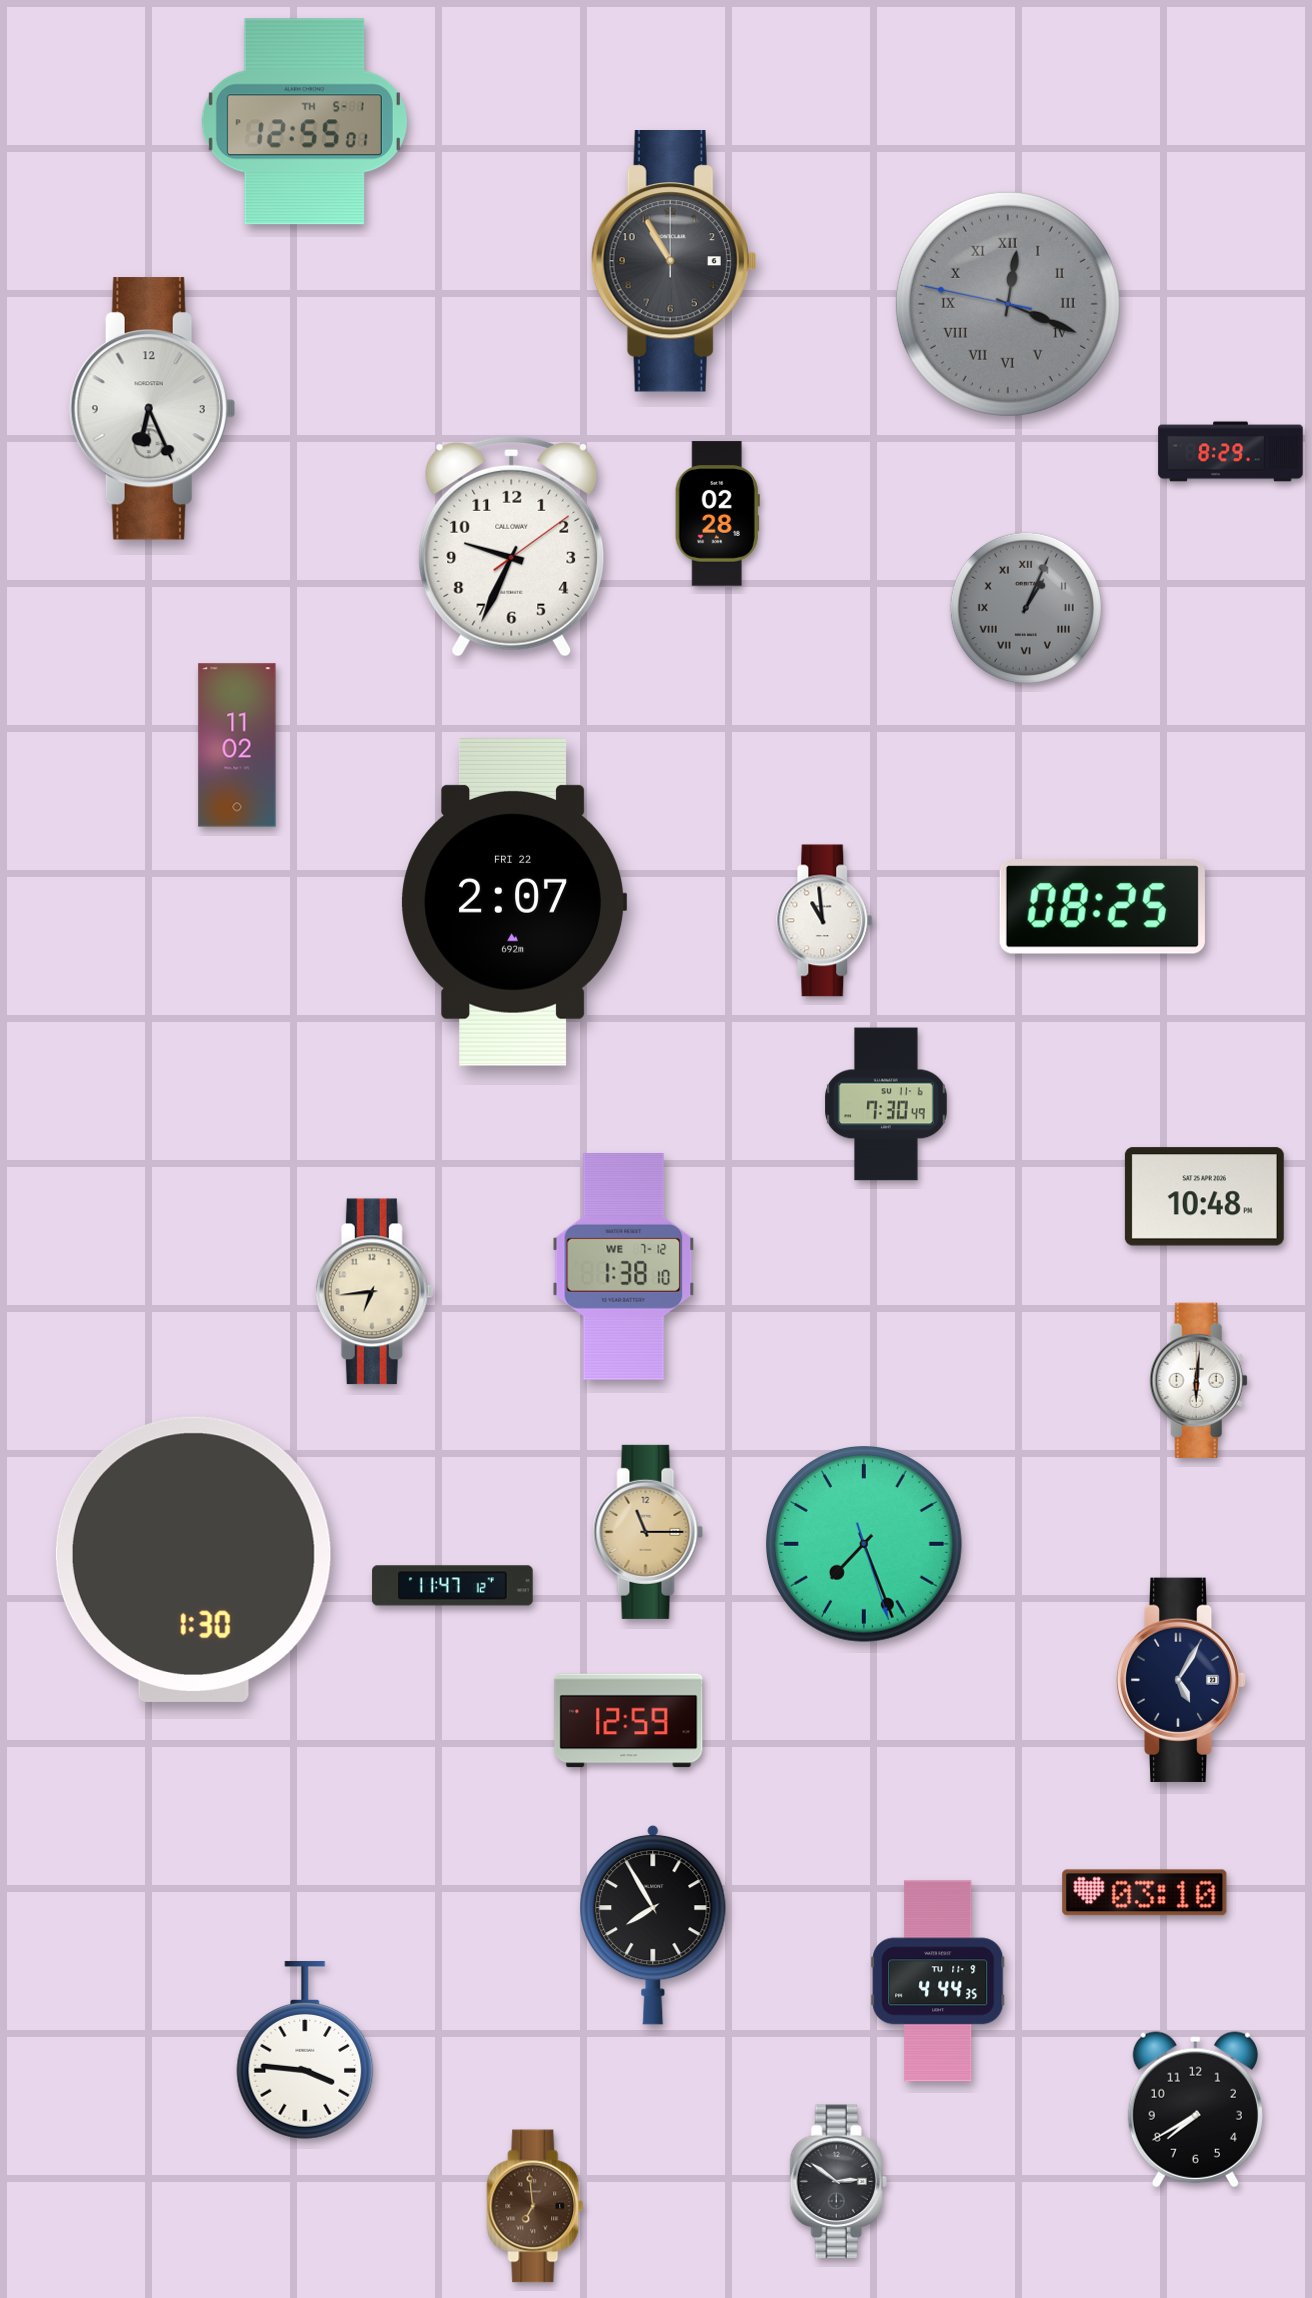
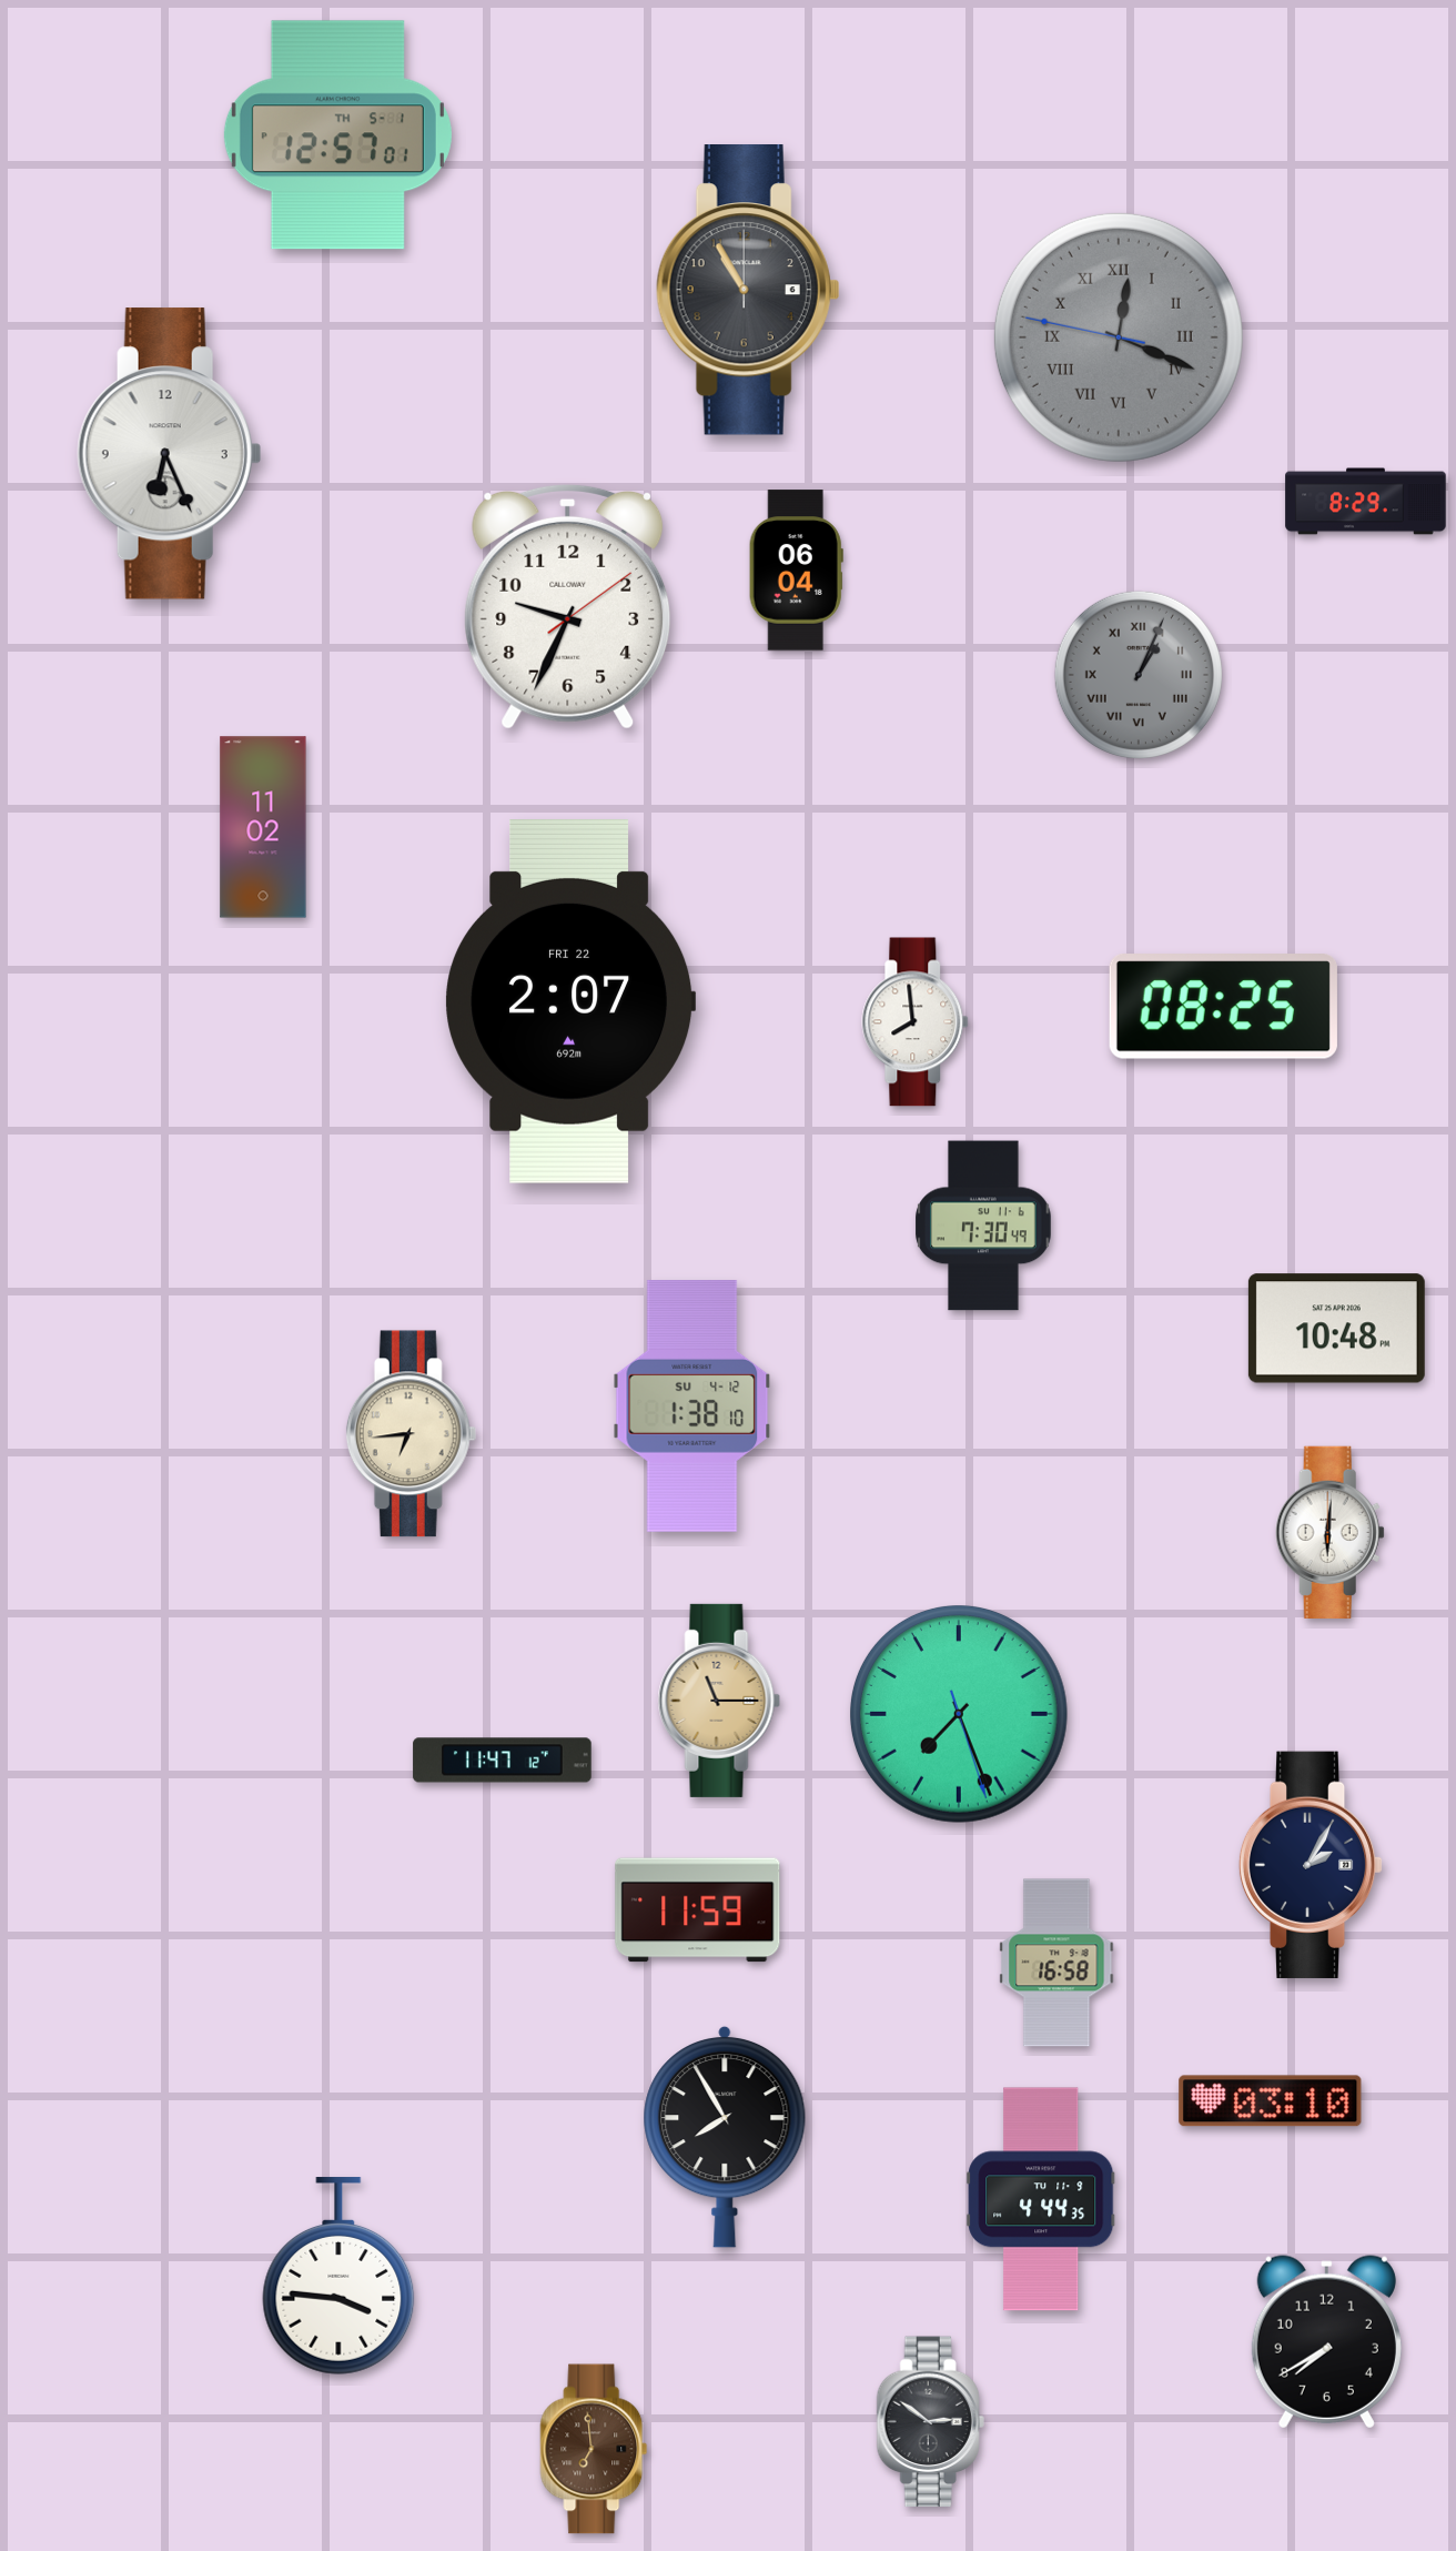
clock at (304, 122): 12:55 -> 12:57
clock at (717, 514): 02:28 -> 06:04
clock at (825, 921): 10:59 -> 7:59
clock at (624, 1267) date: WE 7-12 -> SU 4-12
clock at (375, 1292) position: (375, 1292) -> (412, 1434)
clock at (193, 1559): 1:30 -> none
clock at (1181, 1680): 5:05 -> 2:05
clock at (629, 1721): 12:59 -> 11:59
clock at (1056, 1963): none -> 16:58
